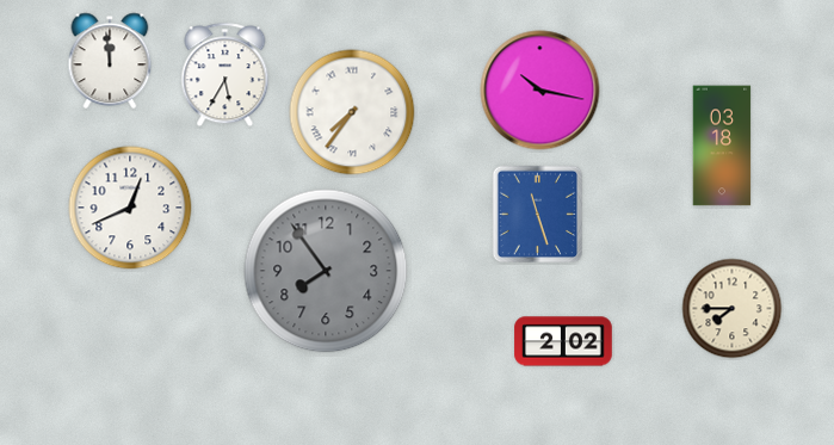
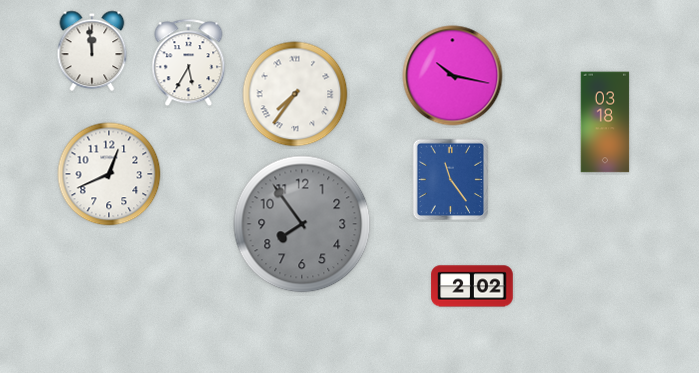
clock at (538, 215): 11:27 -> 11:24
clock at (326, 271) position: (326, 271) -> (302, 224)
clock at (733, 309): 7:45 -> none
